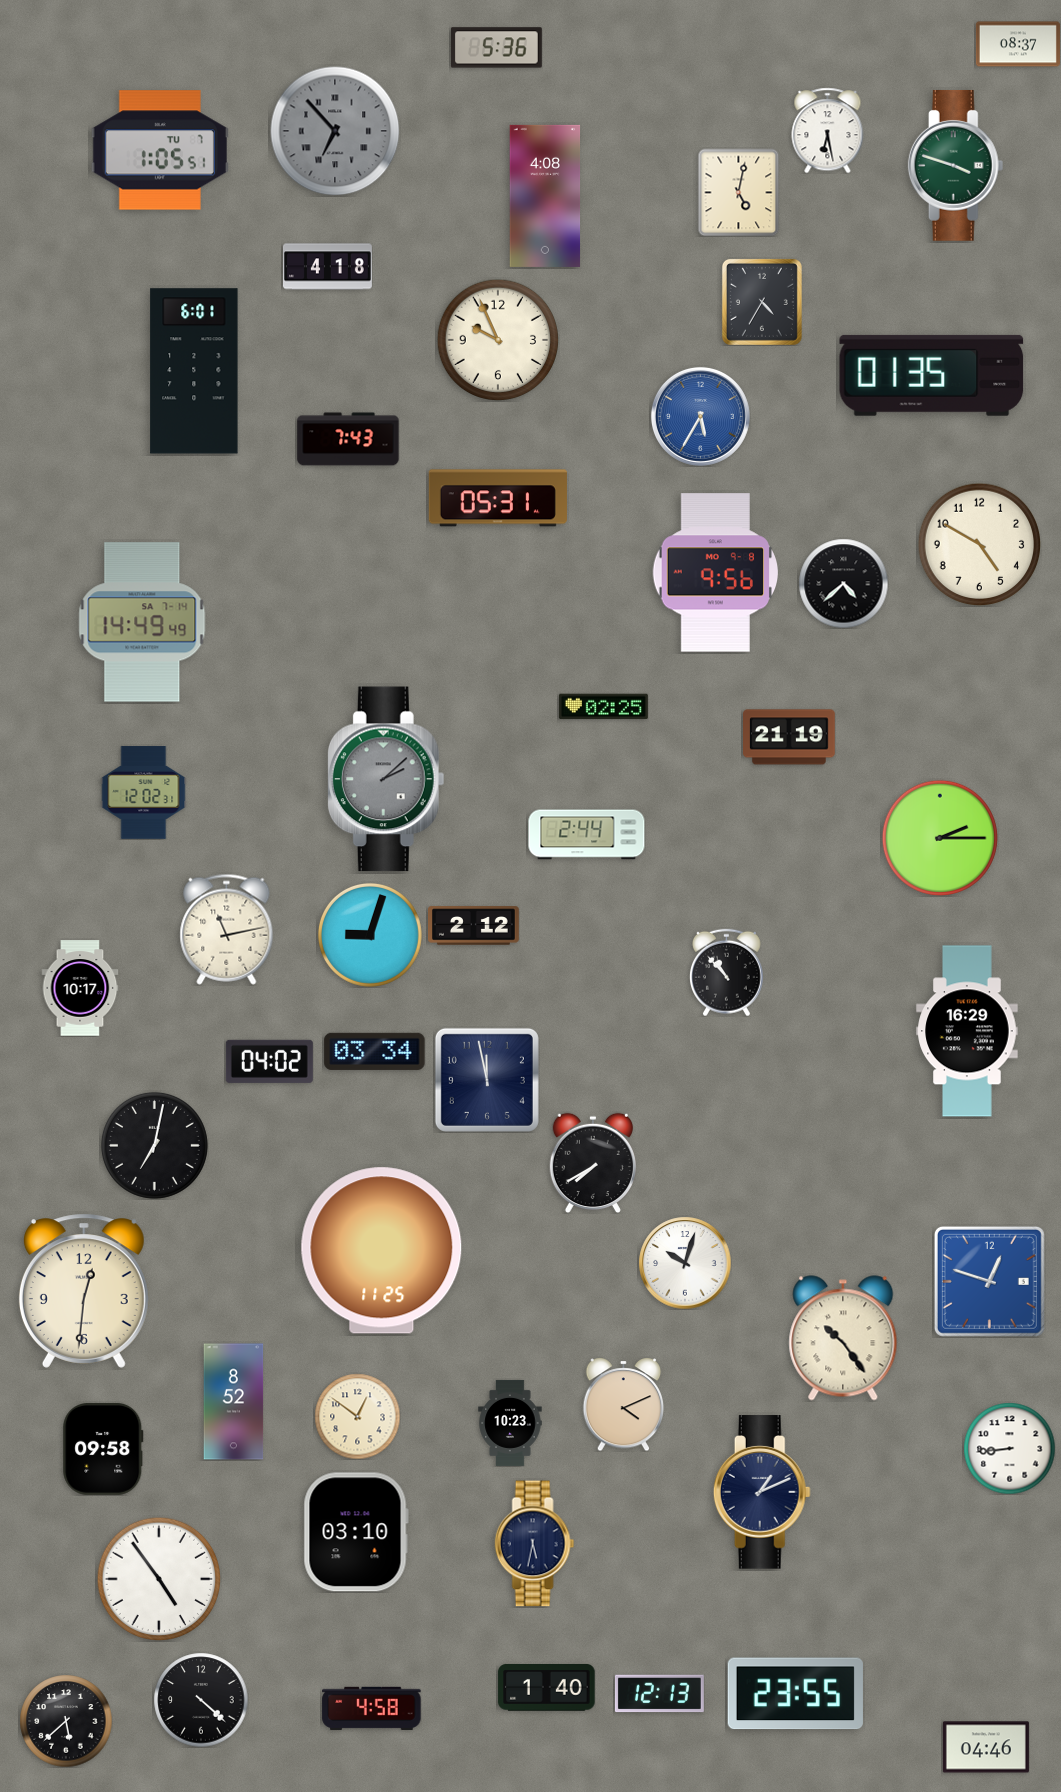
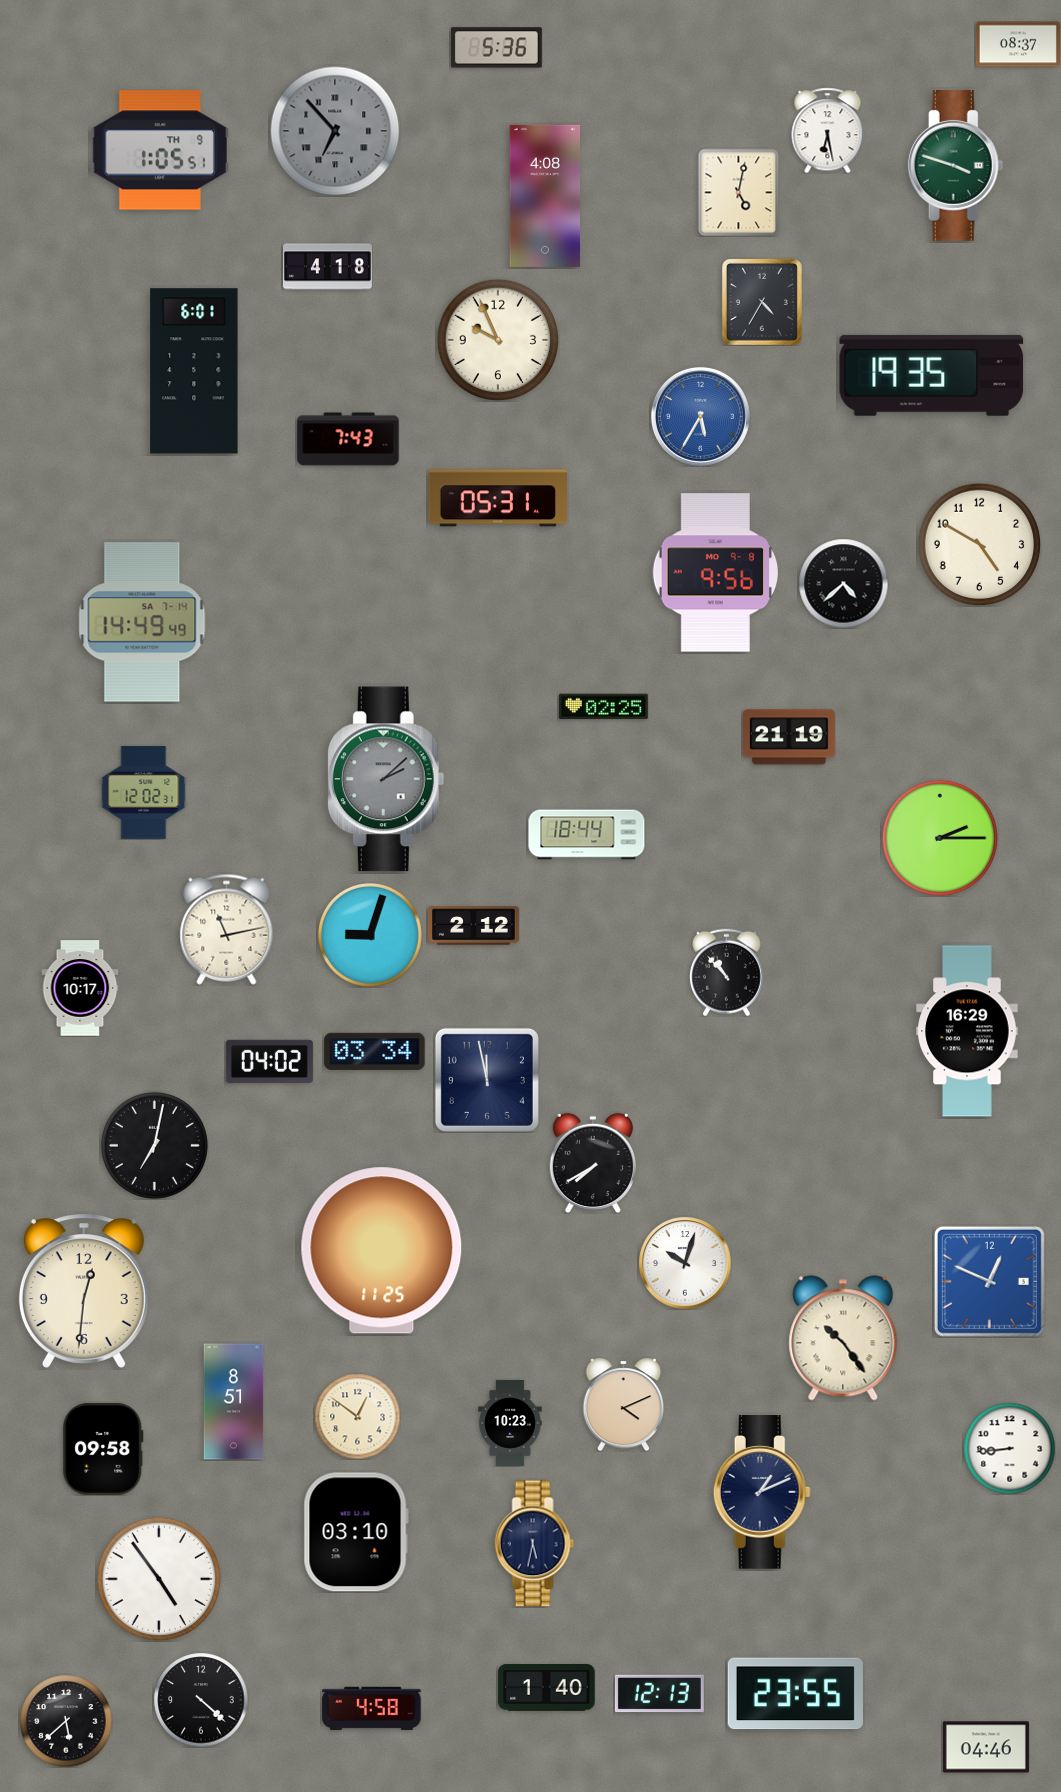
clock at (160, 150) date: TU 7 -> TH 9
clock at (932, 375): 01:35 -> 19:35
clock at (587, 835): 2:44 -> 18:44
clock at (989, 1281): 12:48 -> 12:49
clock at (234, 1402): 8:52 -> 8:51
